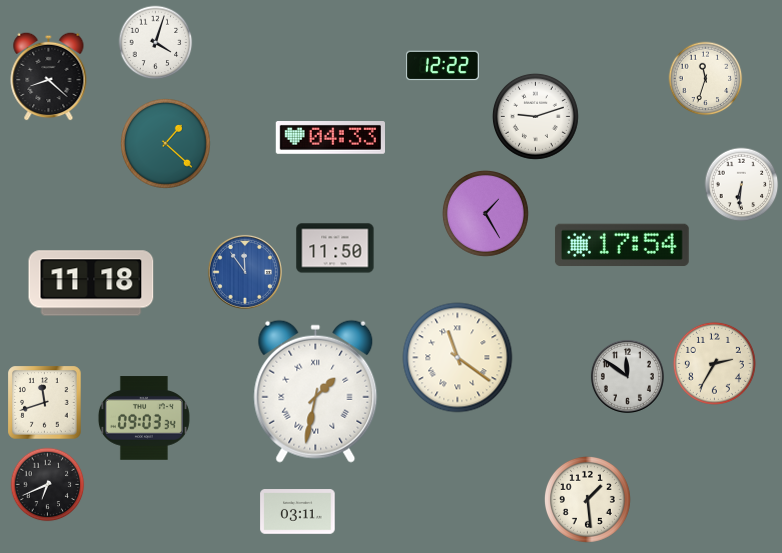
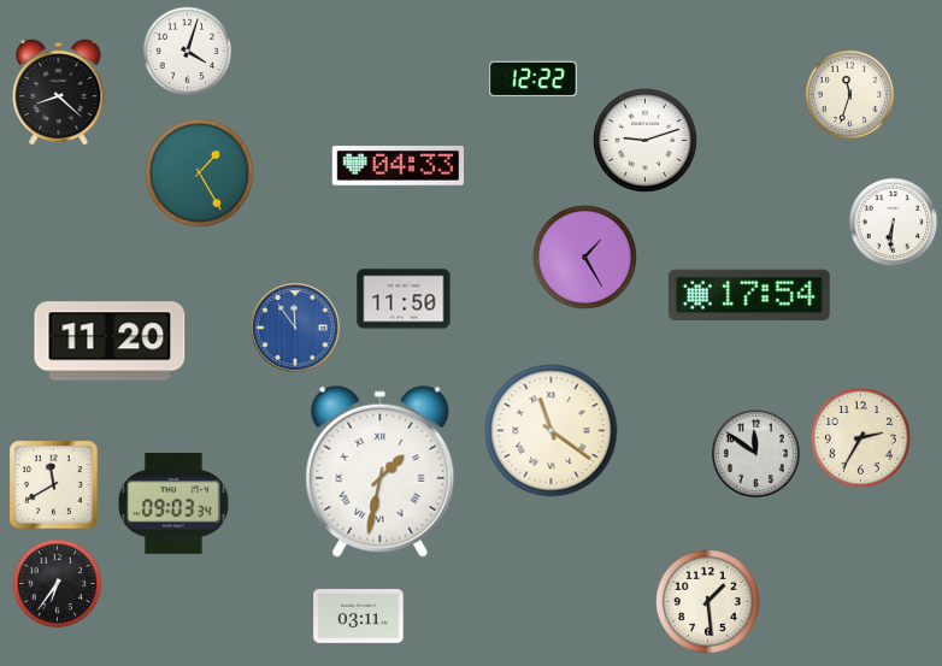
clock at (166, 144): 1:22 -> 1:25
clock at (91, 283): 11:18 -> 11:20
clock at (45, 403): 11:42 -> 11:40
clock at (48, 485): 6:41 -> 6:36
